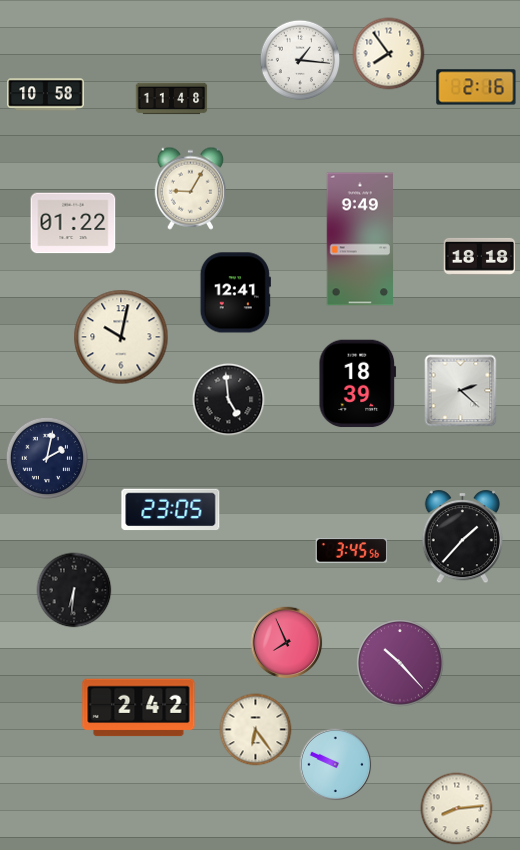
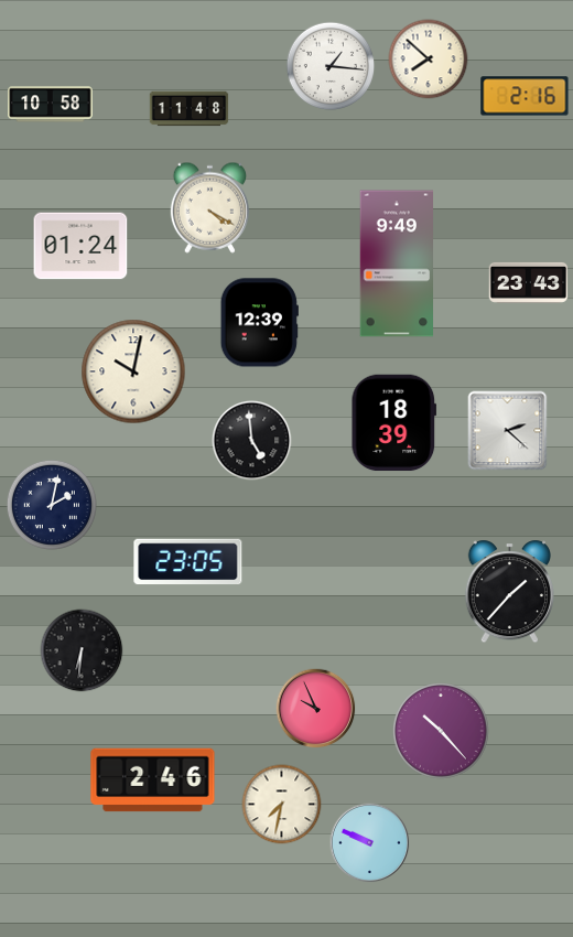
clock at (389, 54): 7:54 -> 7:52
clock at (190, 188): 9:05 -> 4:20
clock at (73, 223): 01:22 -> 01:24
clock at (480, 256): 18:18 -> 23:43
clock at (235, 293): 12:41 -> 12:39
clock at (352, 551): 3:45 -> none
clock at (287, 643): 7:56 -> 9:56
clock at (139, 708): 2:42 -> 2:46
clock at (256, 730): 6:24 -> 7:32
clock at (457, 809): 8:14 -> none
